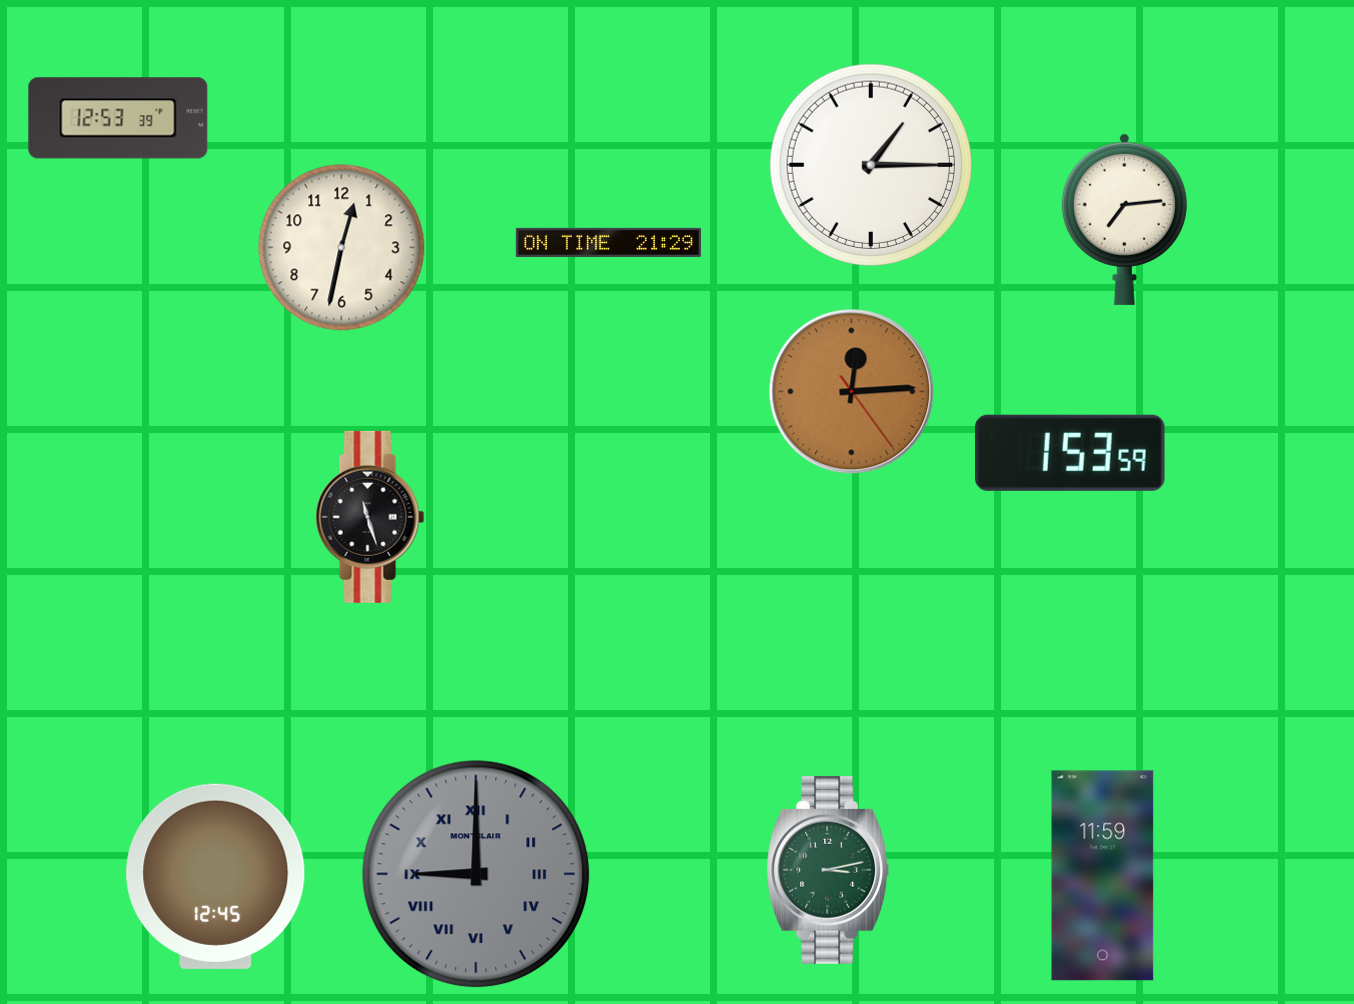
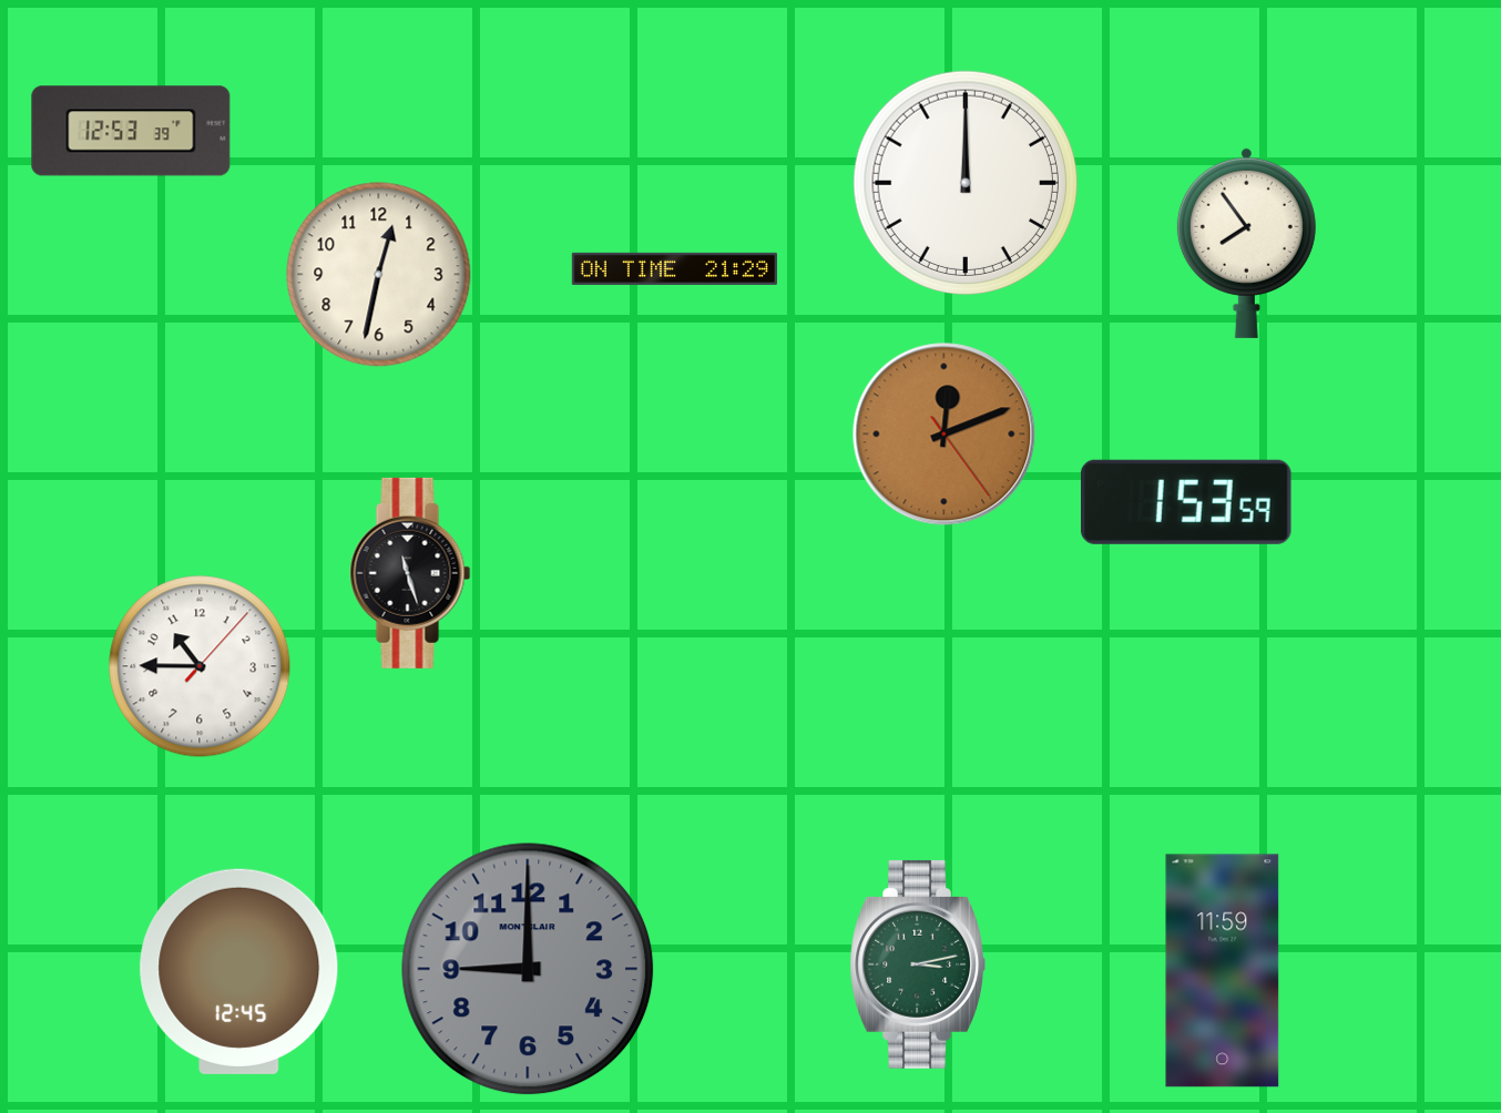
clock at (870, 164): 1:15 -> 12:00
clock at (1124, 219): 7:14 -> 7:54
clock at (852, 392): 12:14 -> 12:11
clock at (200, 666): none -> 10:45
clock at (476, 874) numerals: Roman -> Arabic
